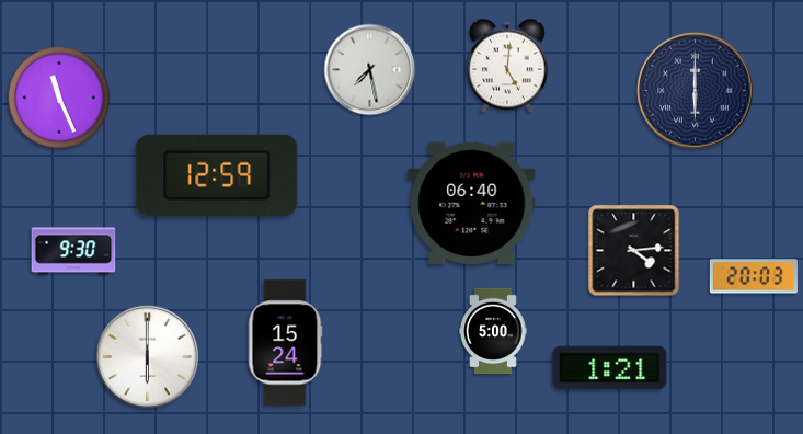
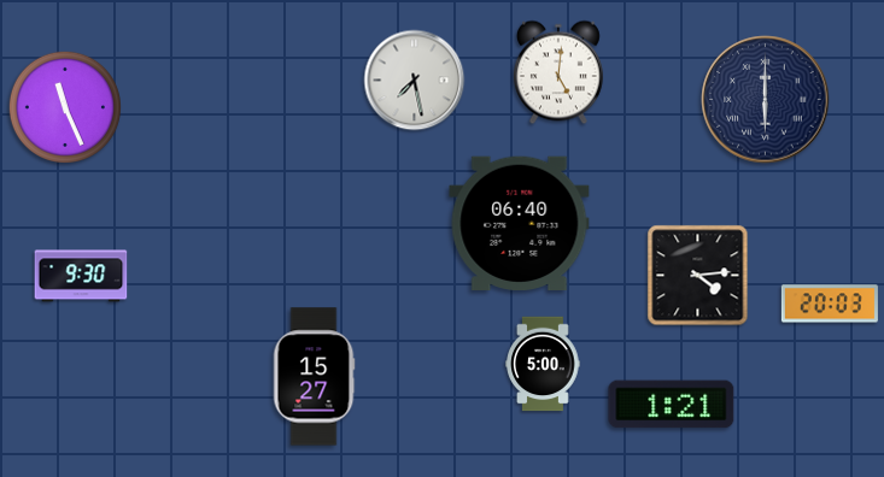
clock at (370, 70) position: (370, 70) -> (415, 81)
clock at (217, 175): 12:59 -> none
clock at (285, 343): 15:24 -> 15:27
clock at (147, 356): 6:00 -> none
